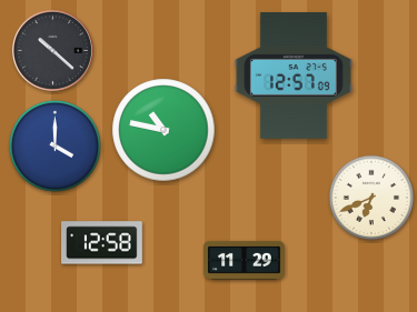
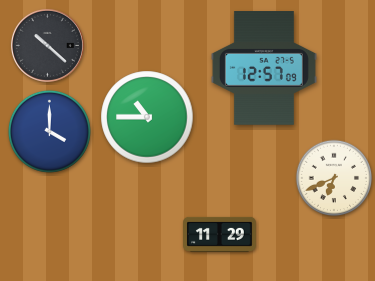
clock at (163, 130): 10:47 -> 10:45
clock at (102, 243): 12:58 -> none
